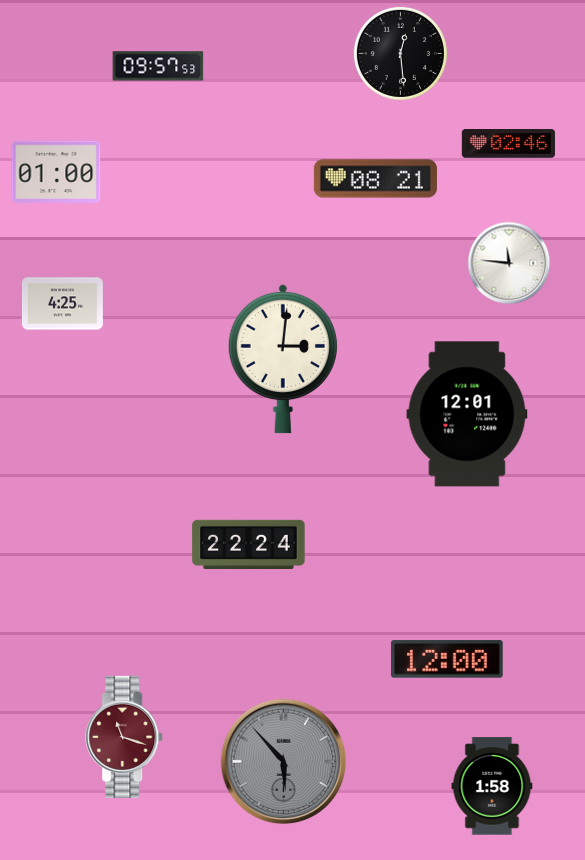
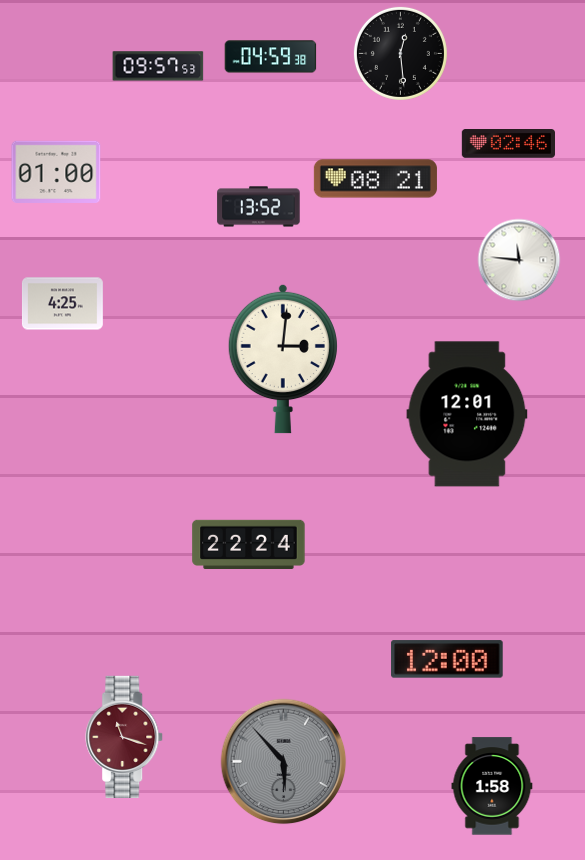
clock at (271, 57): none -> 04:59
clock at (259, 207): none -> 13:52
clock at (509, 263) position: (509, 263) -> (519, 260)
